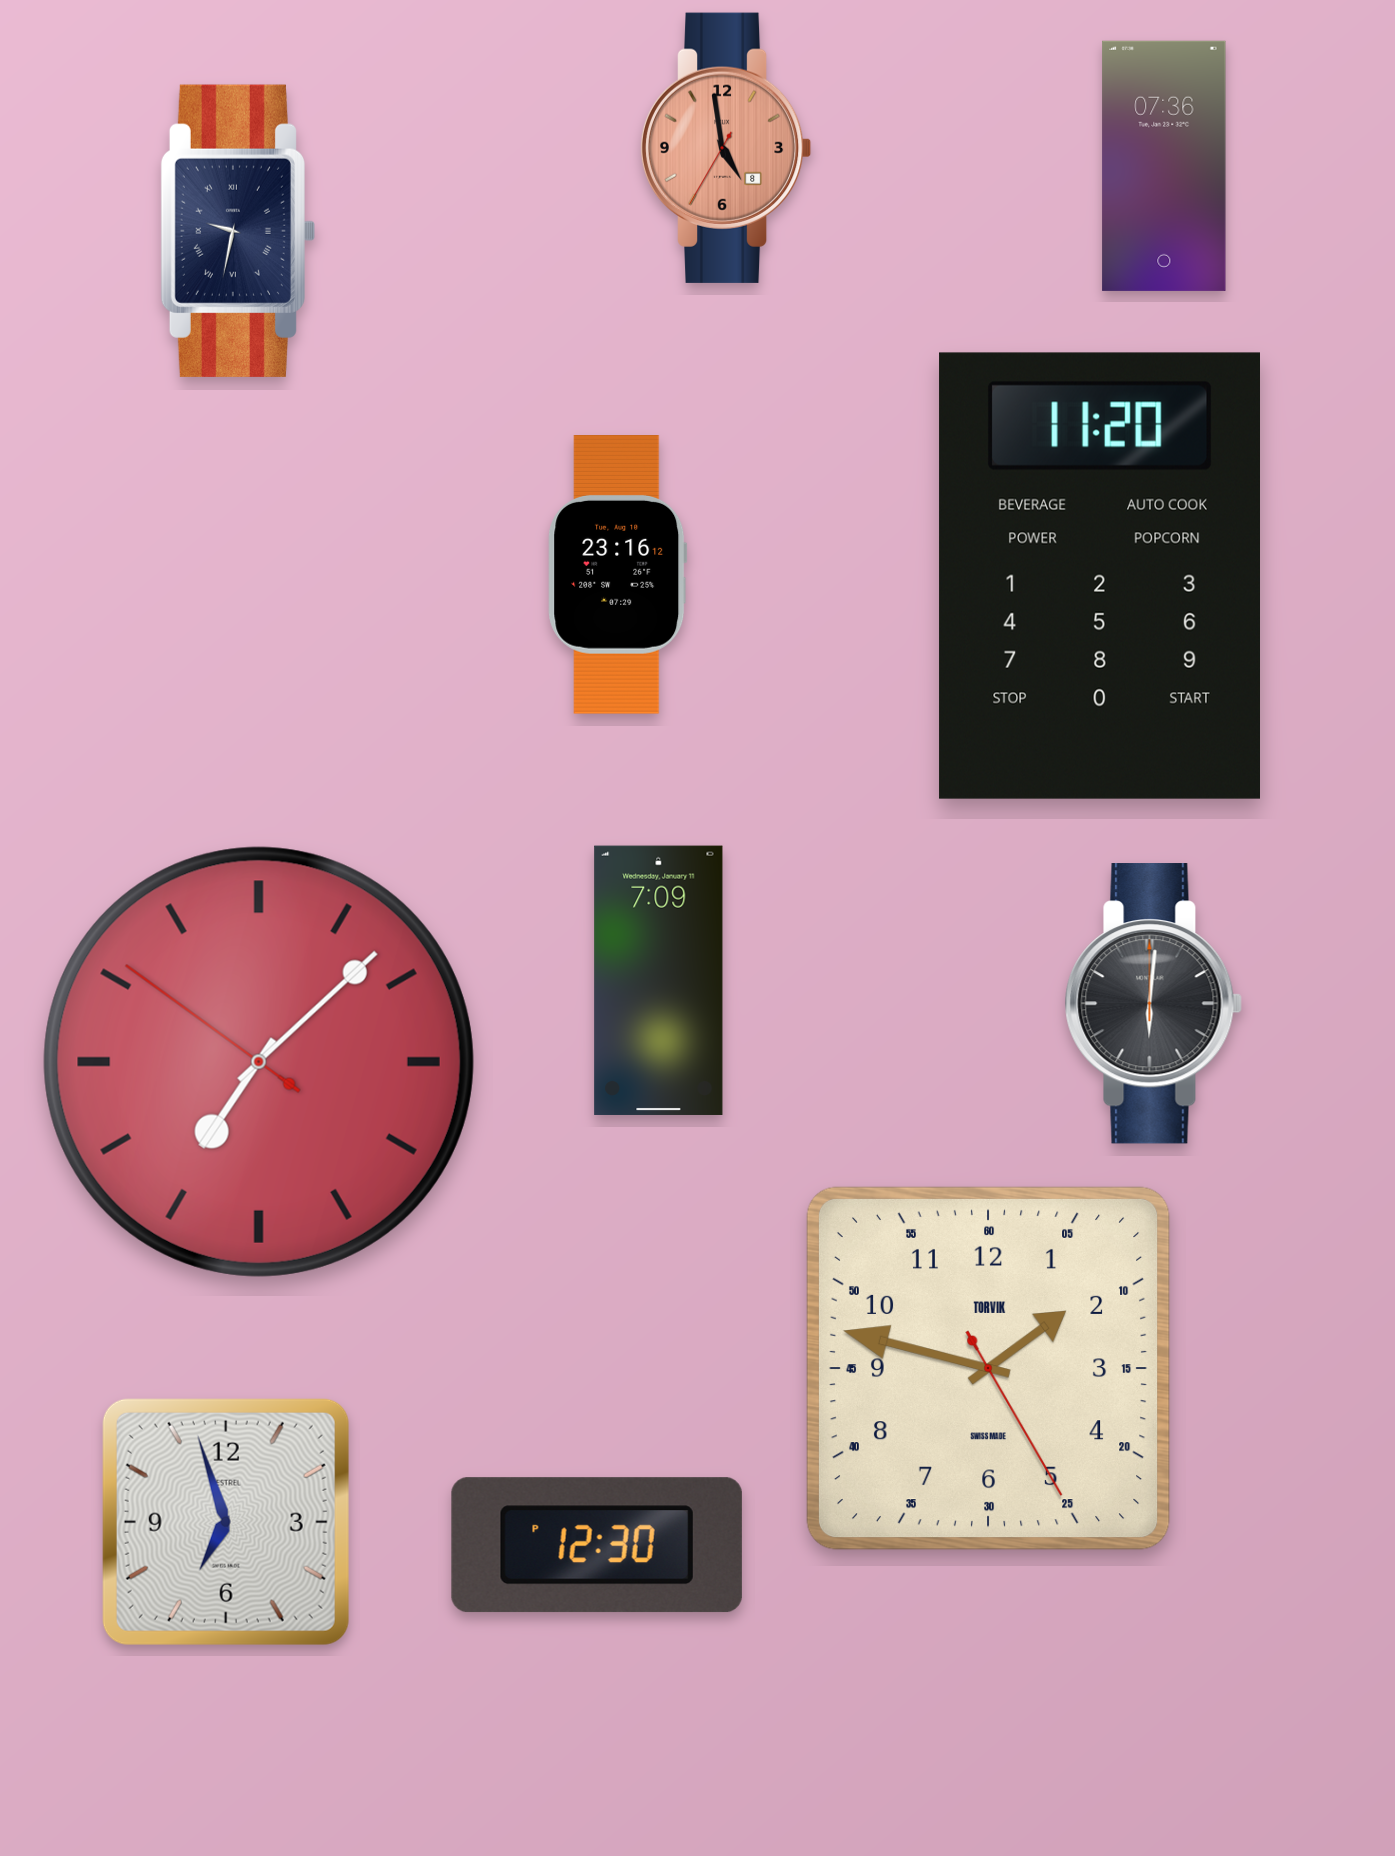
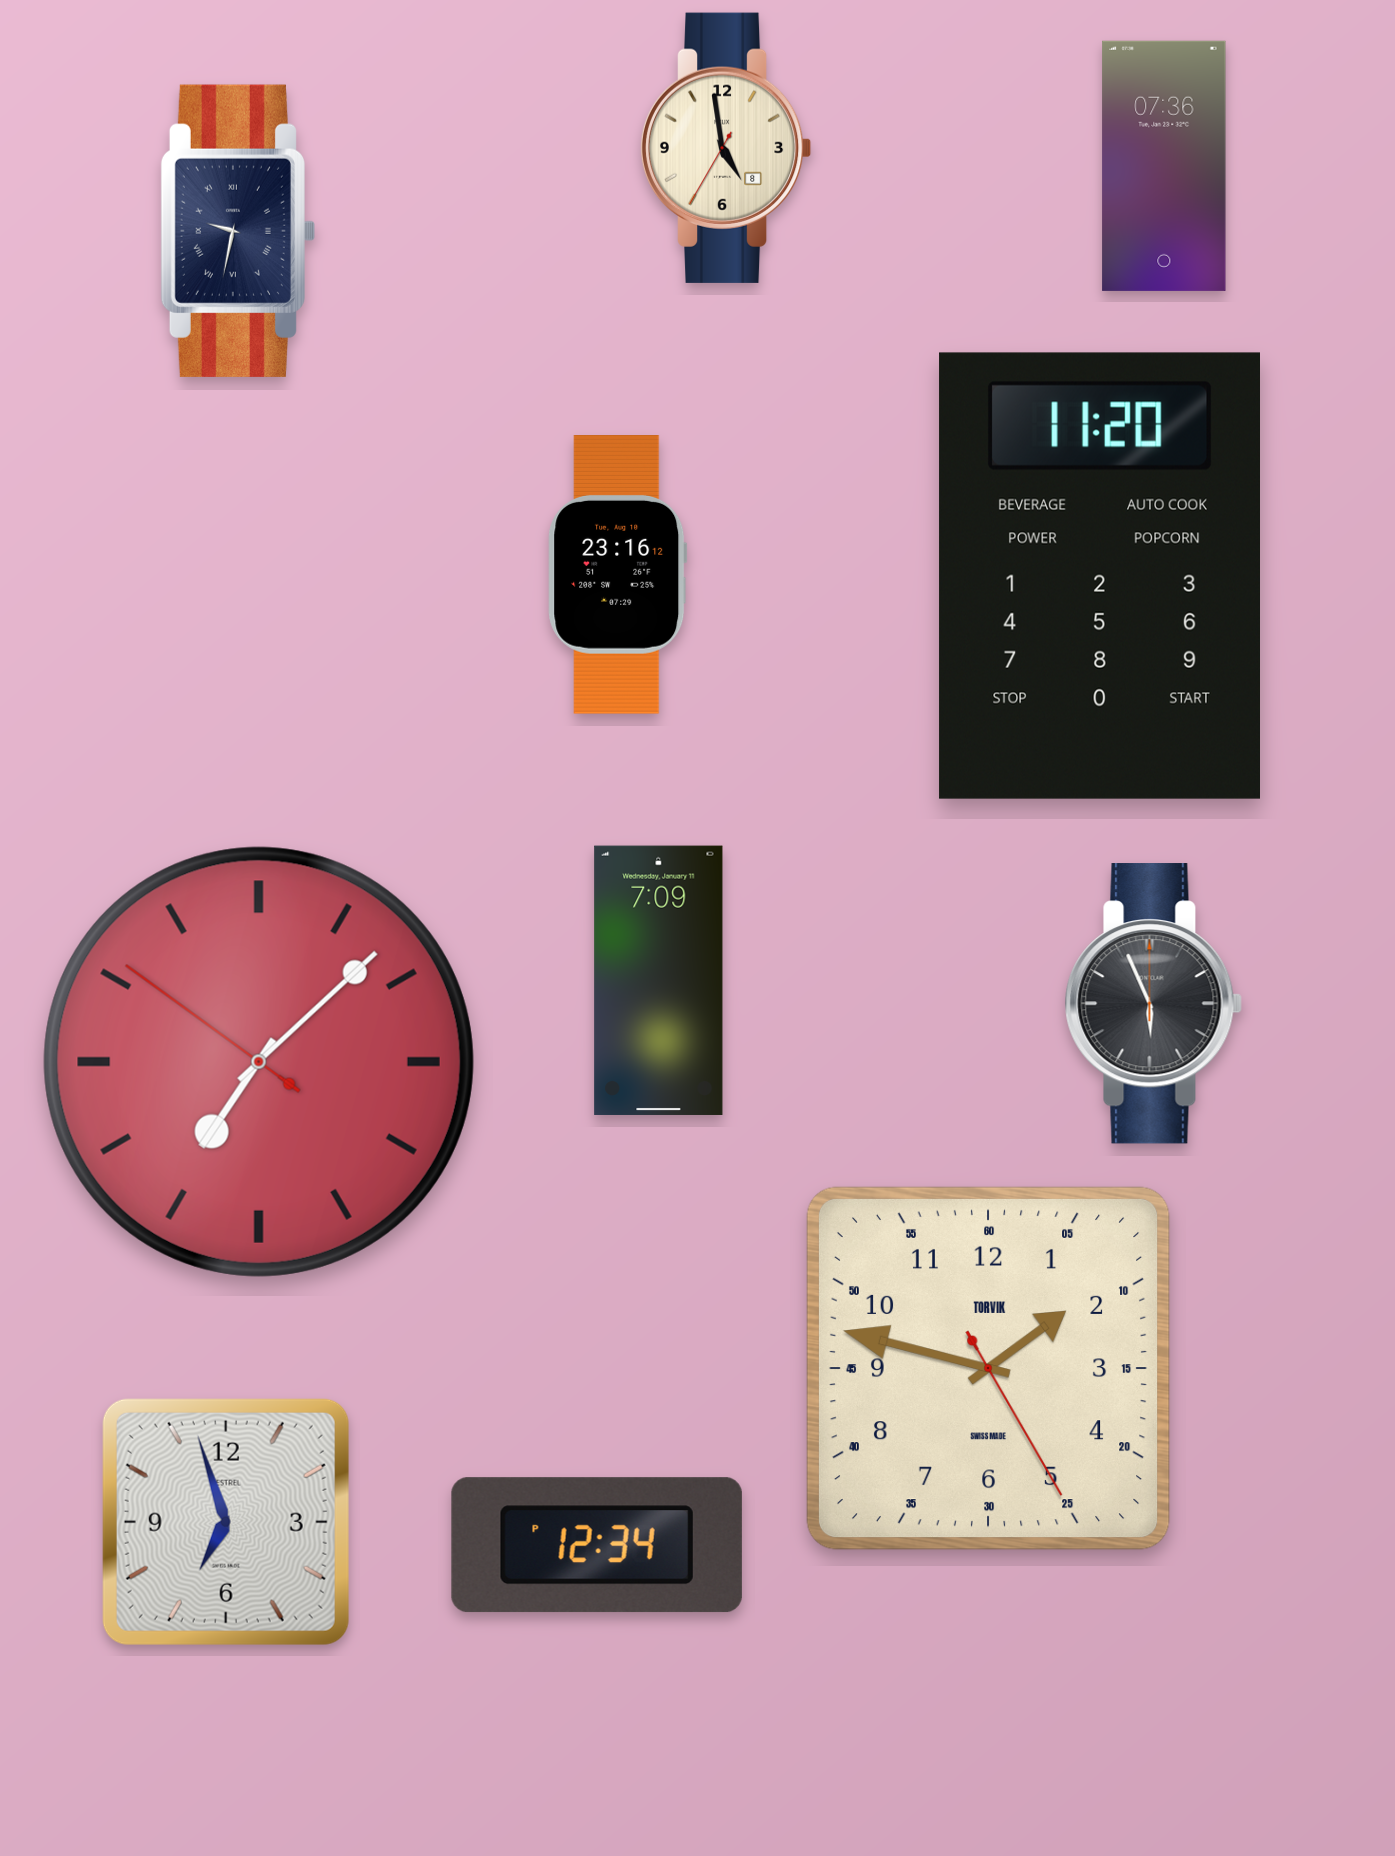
clock at (726, 148) dial: salmon -> cream
clock at (1153, 1004): 6:01 -> 5:56
clock at (597, 1545): 12:30 -> 12:34
